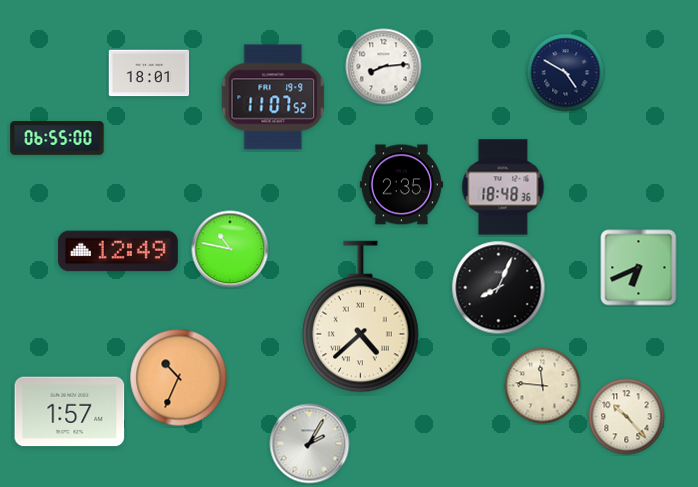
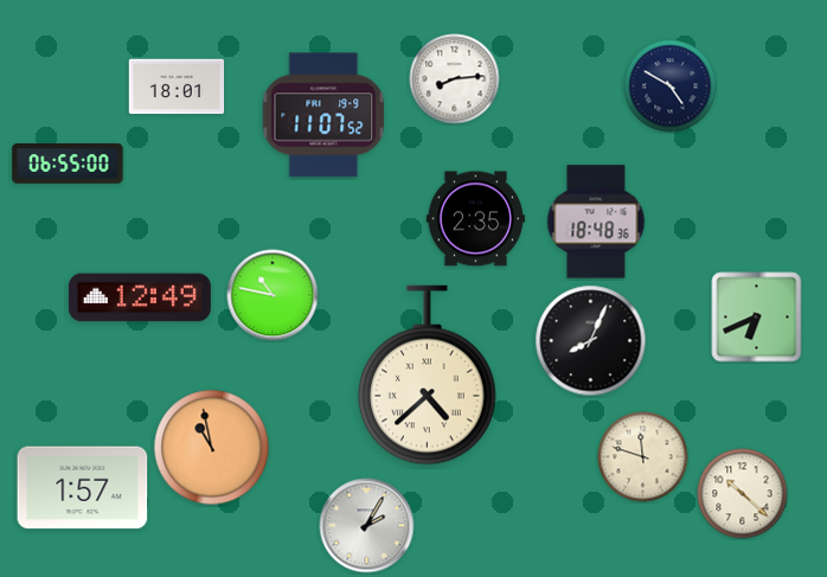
clock at (179, 378): 10:34 -> 10:58
clock at (543, 386): 11:46 -> 11:48
clock at (627, 417): 10:23 -> 10:22
